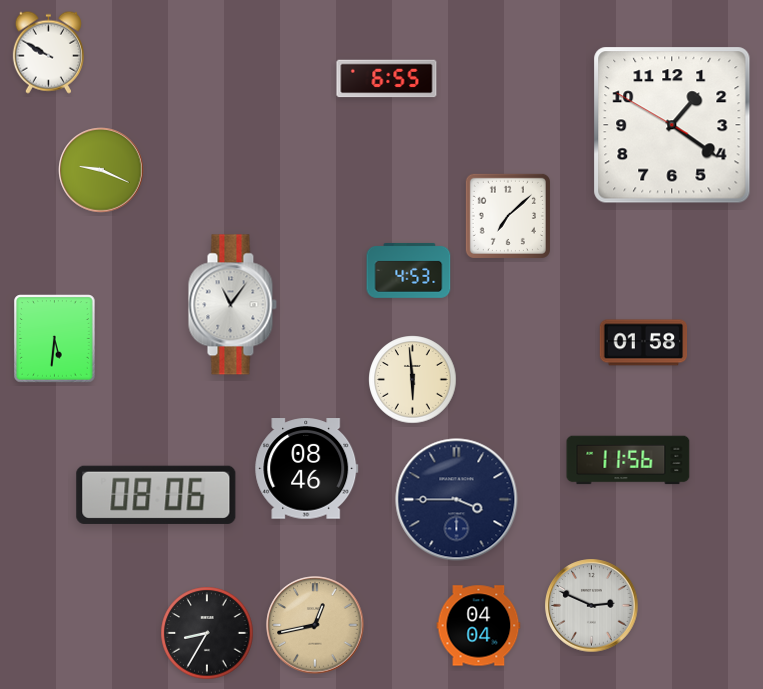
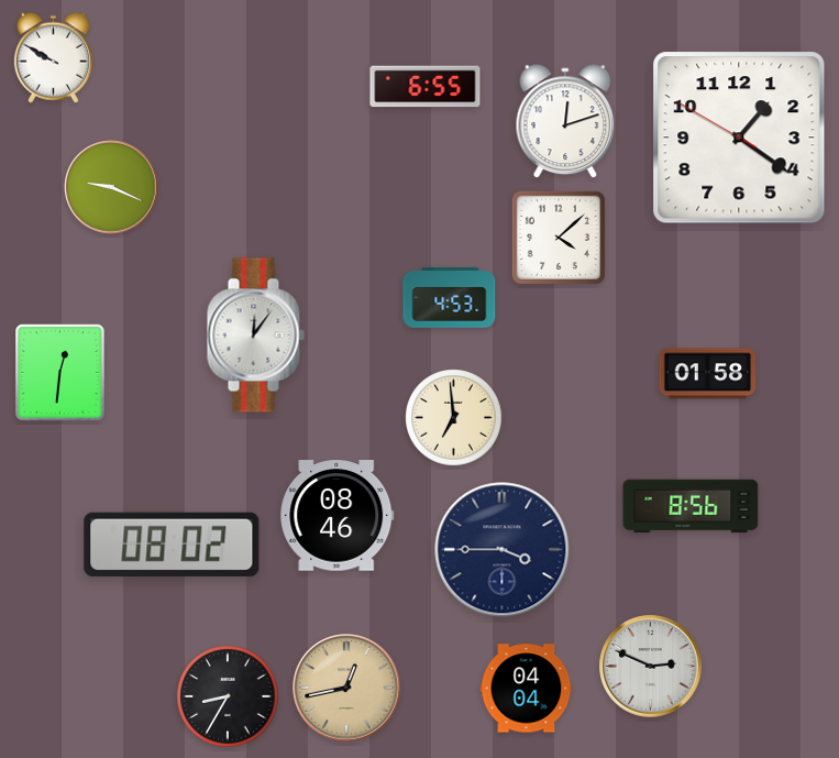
clock at (565, 122): none -> 12:12
clock at (508, 216): 7:08 -> 4:08
clock at (232, 305): 11:06 -> 12:06
clock at (55, 339): 5:31 -> 12:31
clock at (644, 343) position: (644, 343) -> (708, 374)
clock at (413, 380): 5:59 -> 6:59
clock at (628, 460): 11:56 -> 8:56
clock at (156, 495): 08:06 -> 08:02
